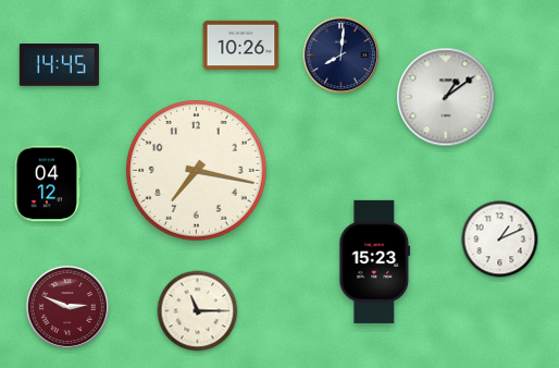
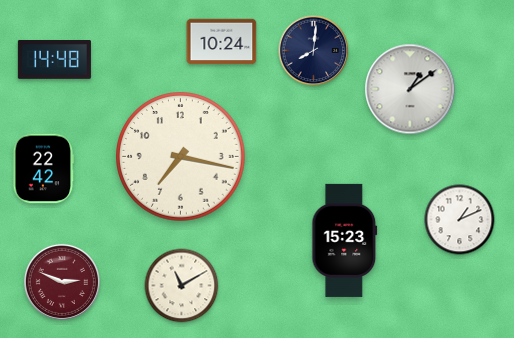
clock at (241, 46): 10:26 -> 10:24
clock at (59, 65): 14:45 -> 14:48
clock at (48, 184): 04:12 -> 22:42
clock at (198, 311): 11:15 -> 11:10
